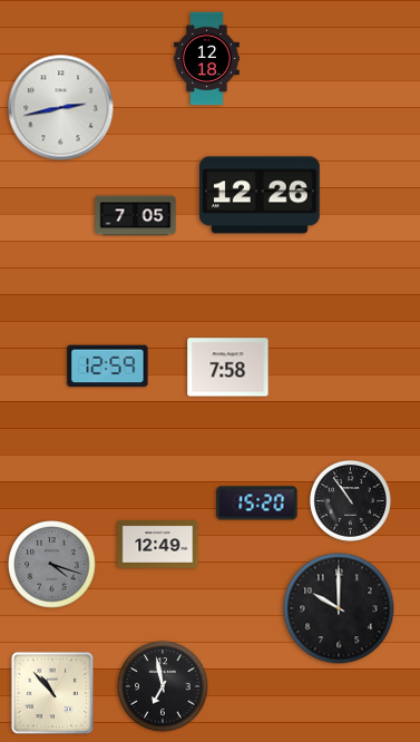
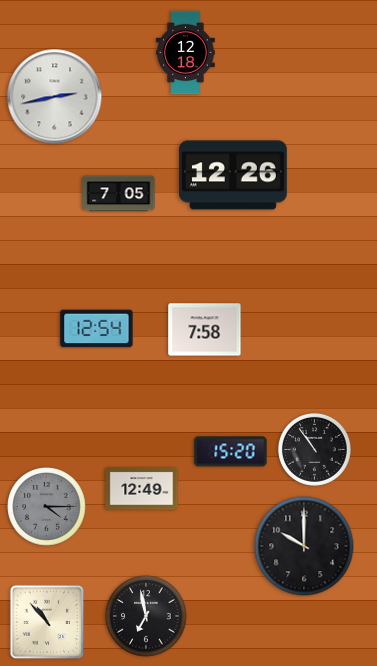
clock at (136, 216) position: (136, 216) -> (119, 194)
clock at (108, 367): 12:59 -> 12:54
clock at (52, 565): 4:18 -> 4:15
